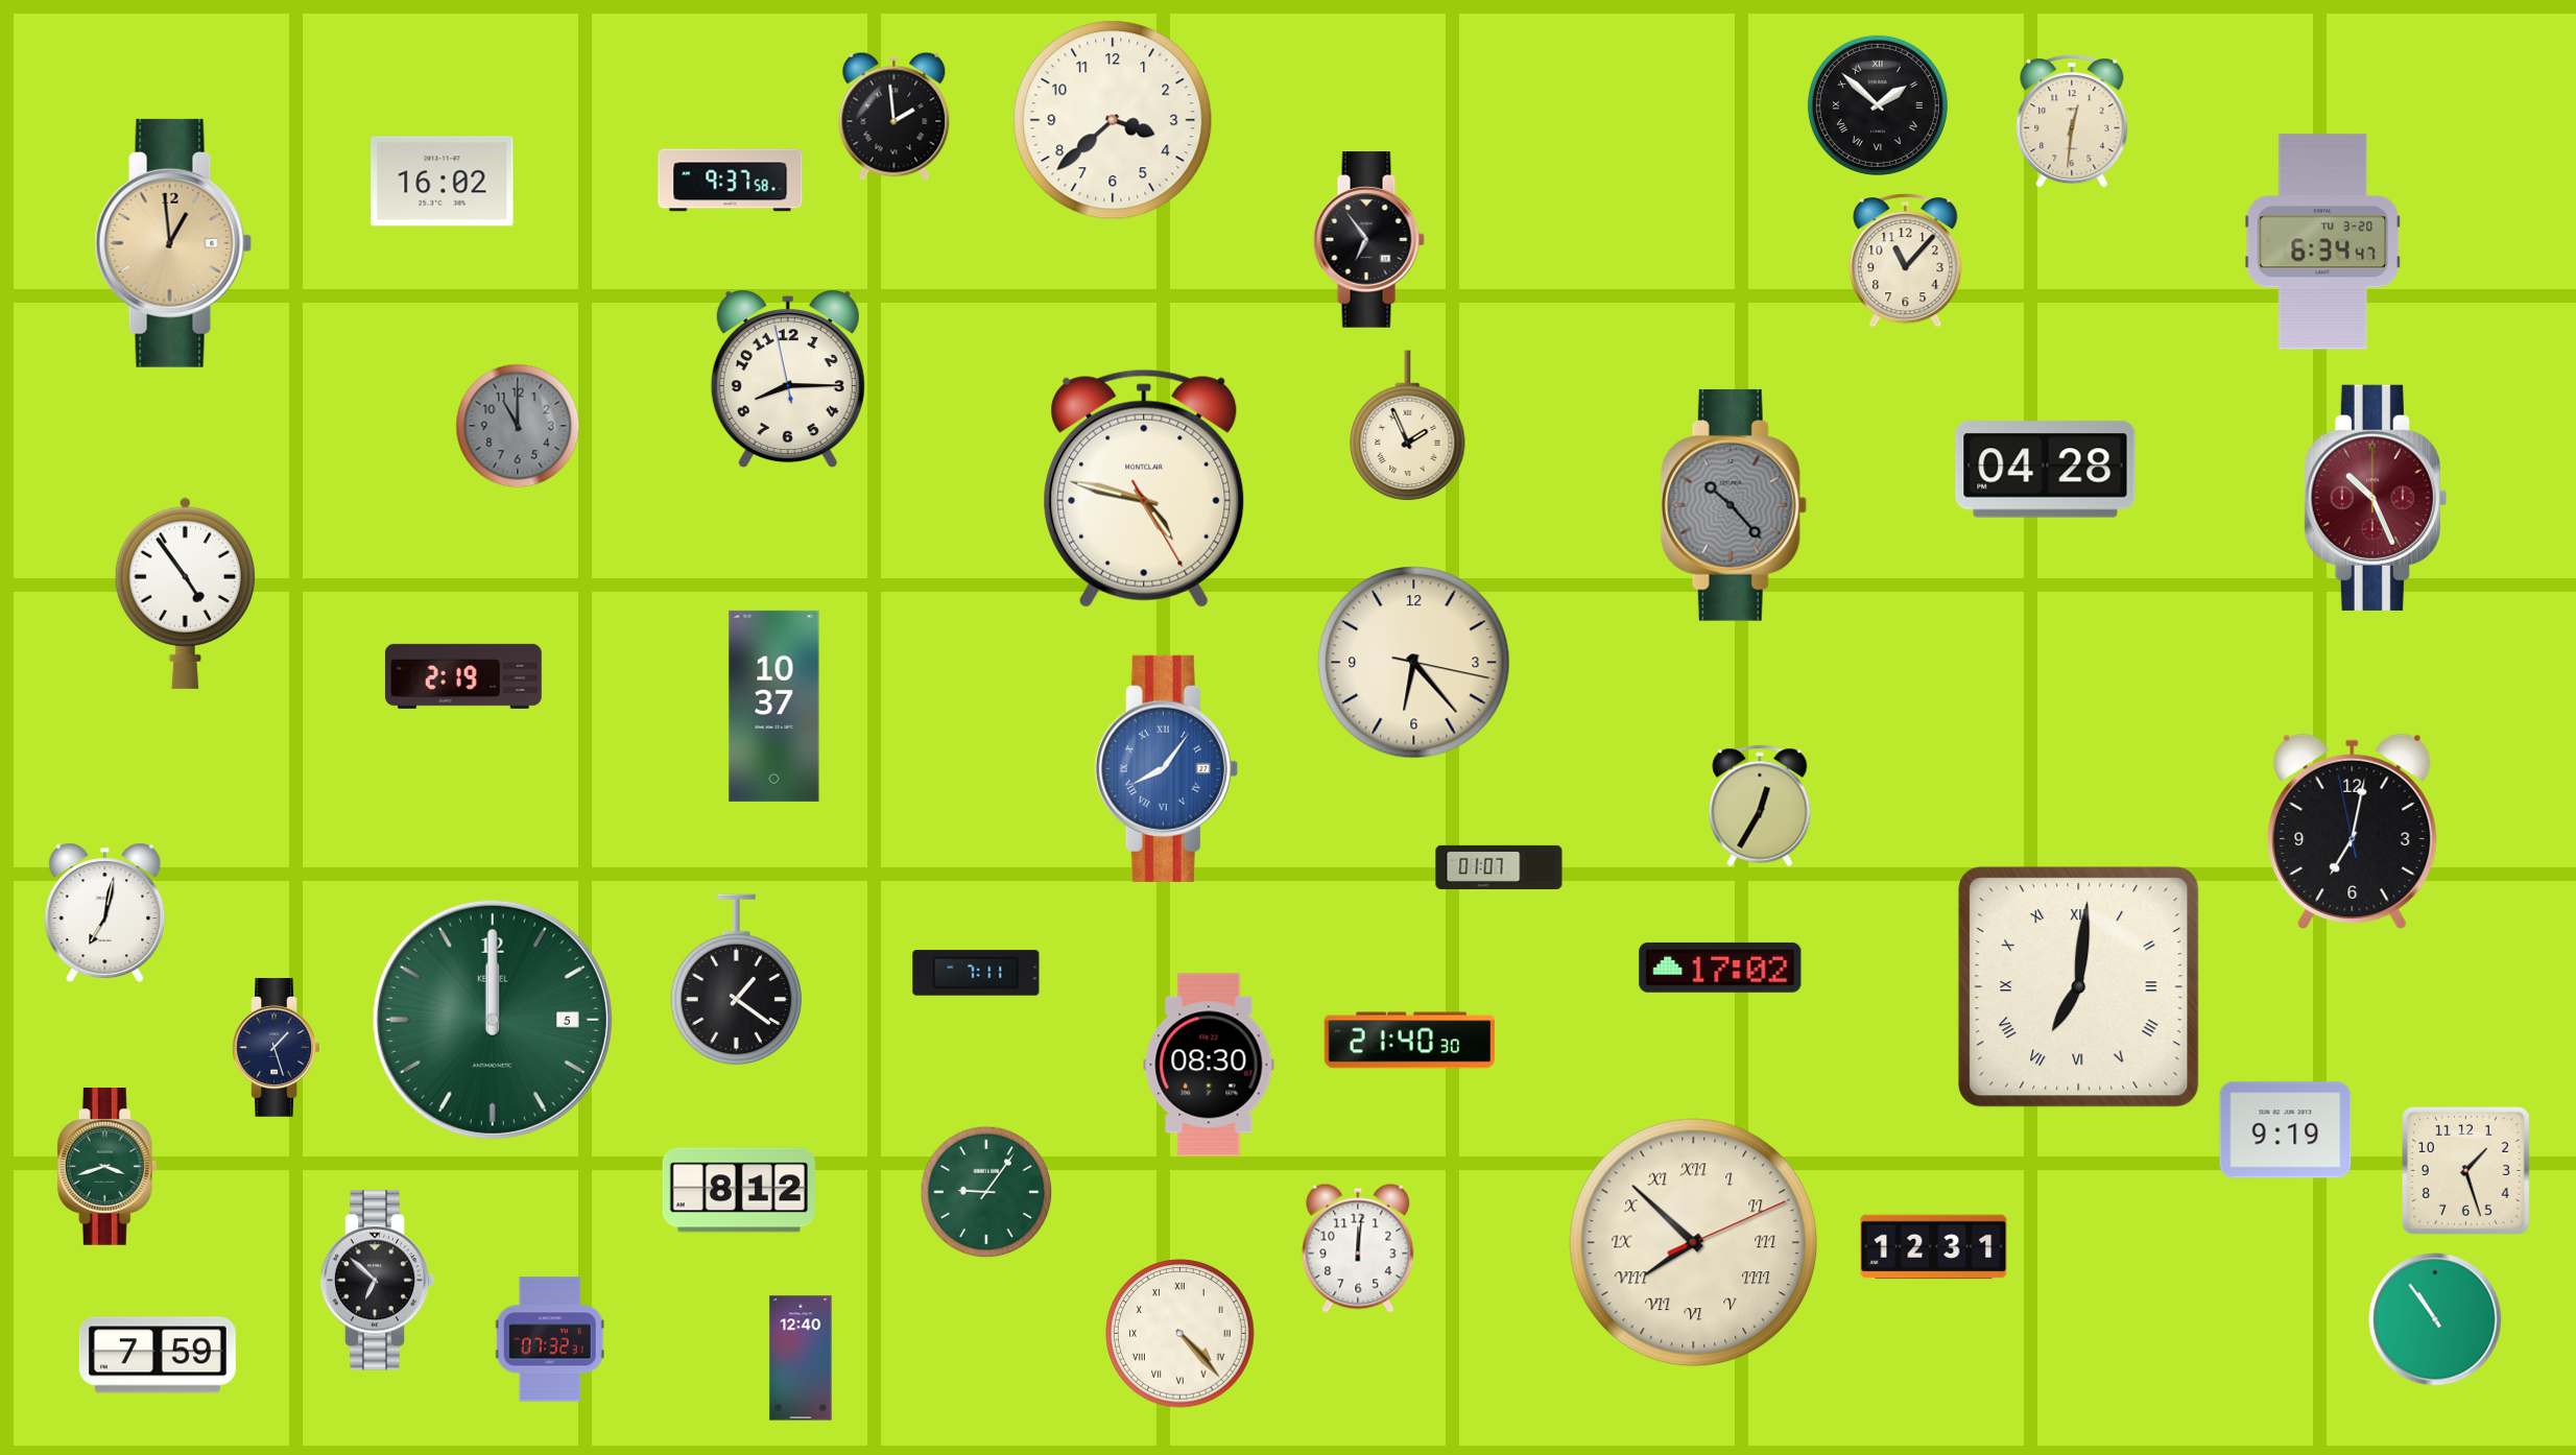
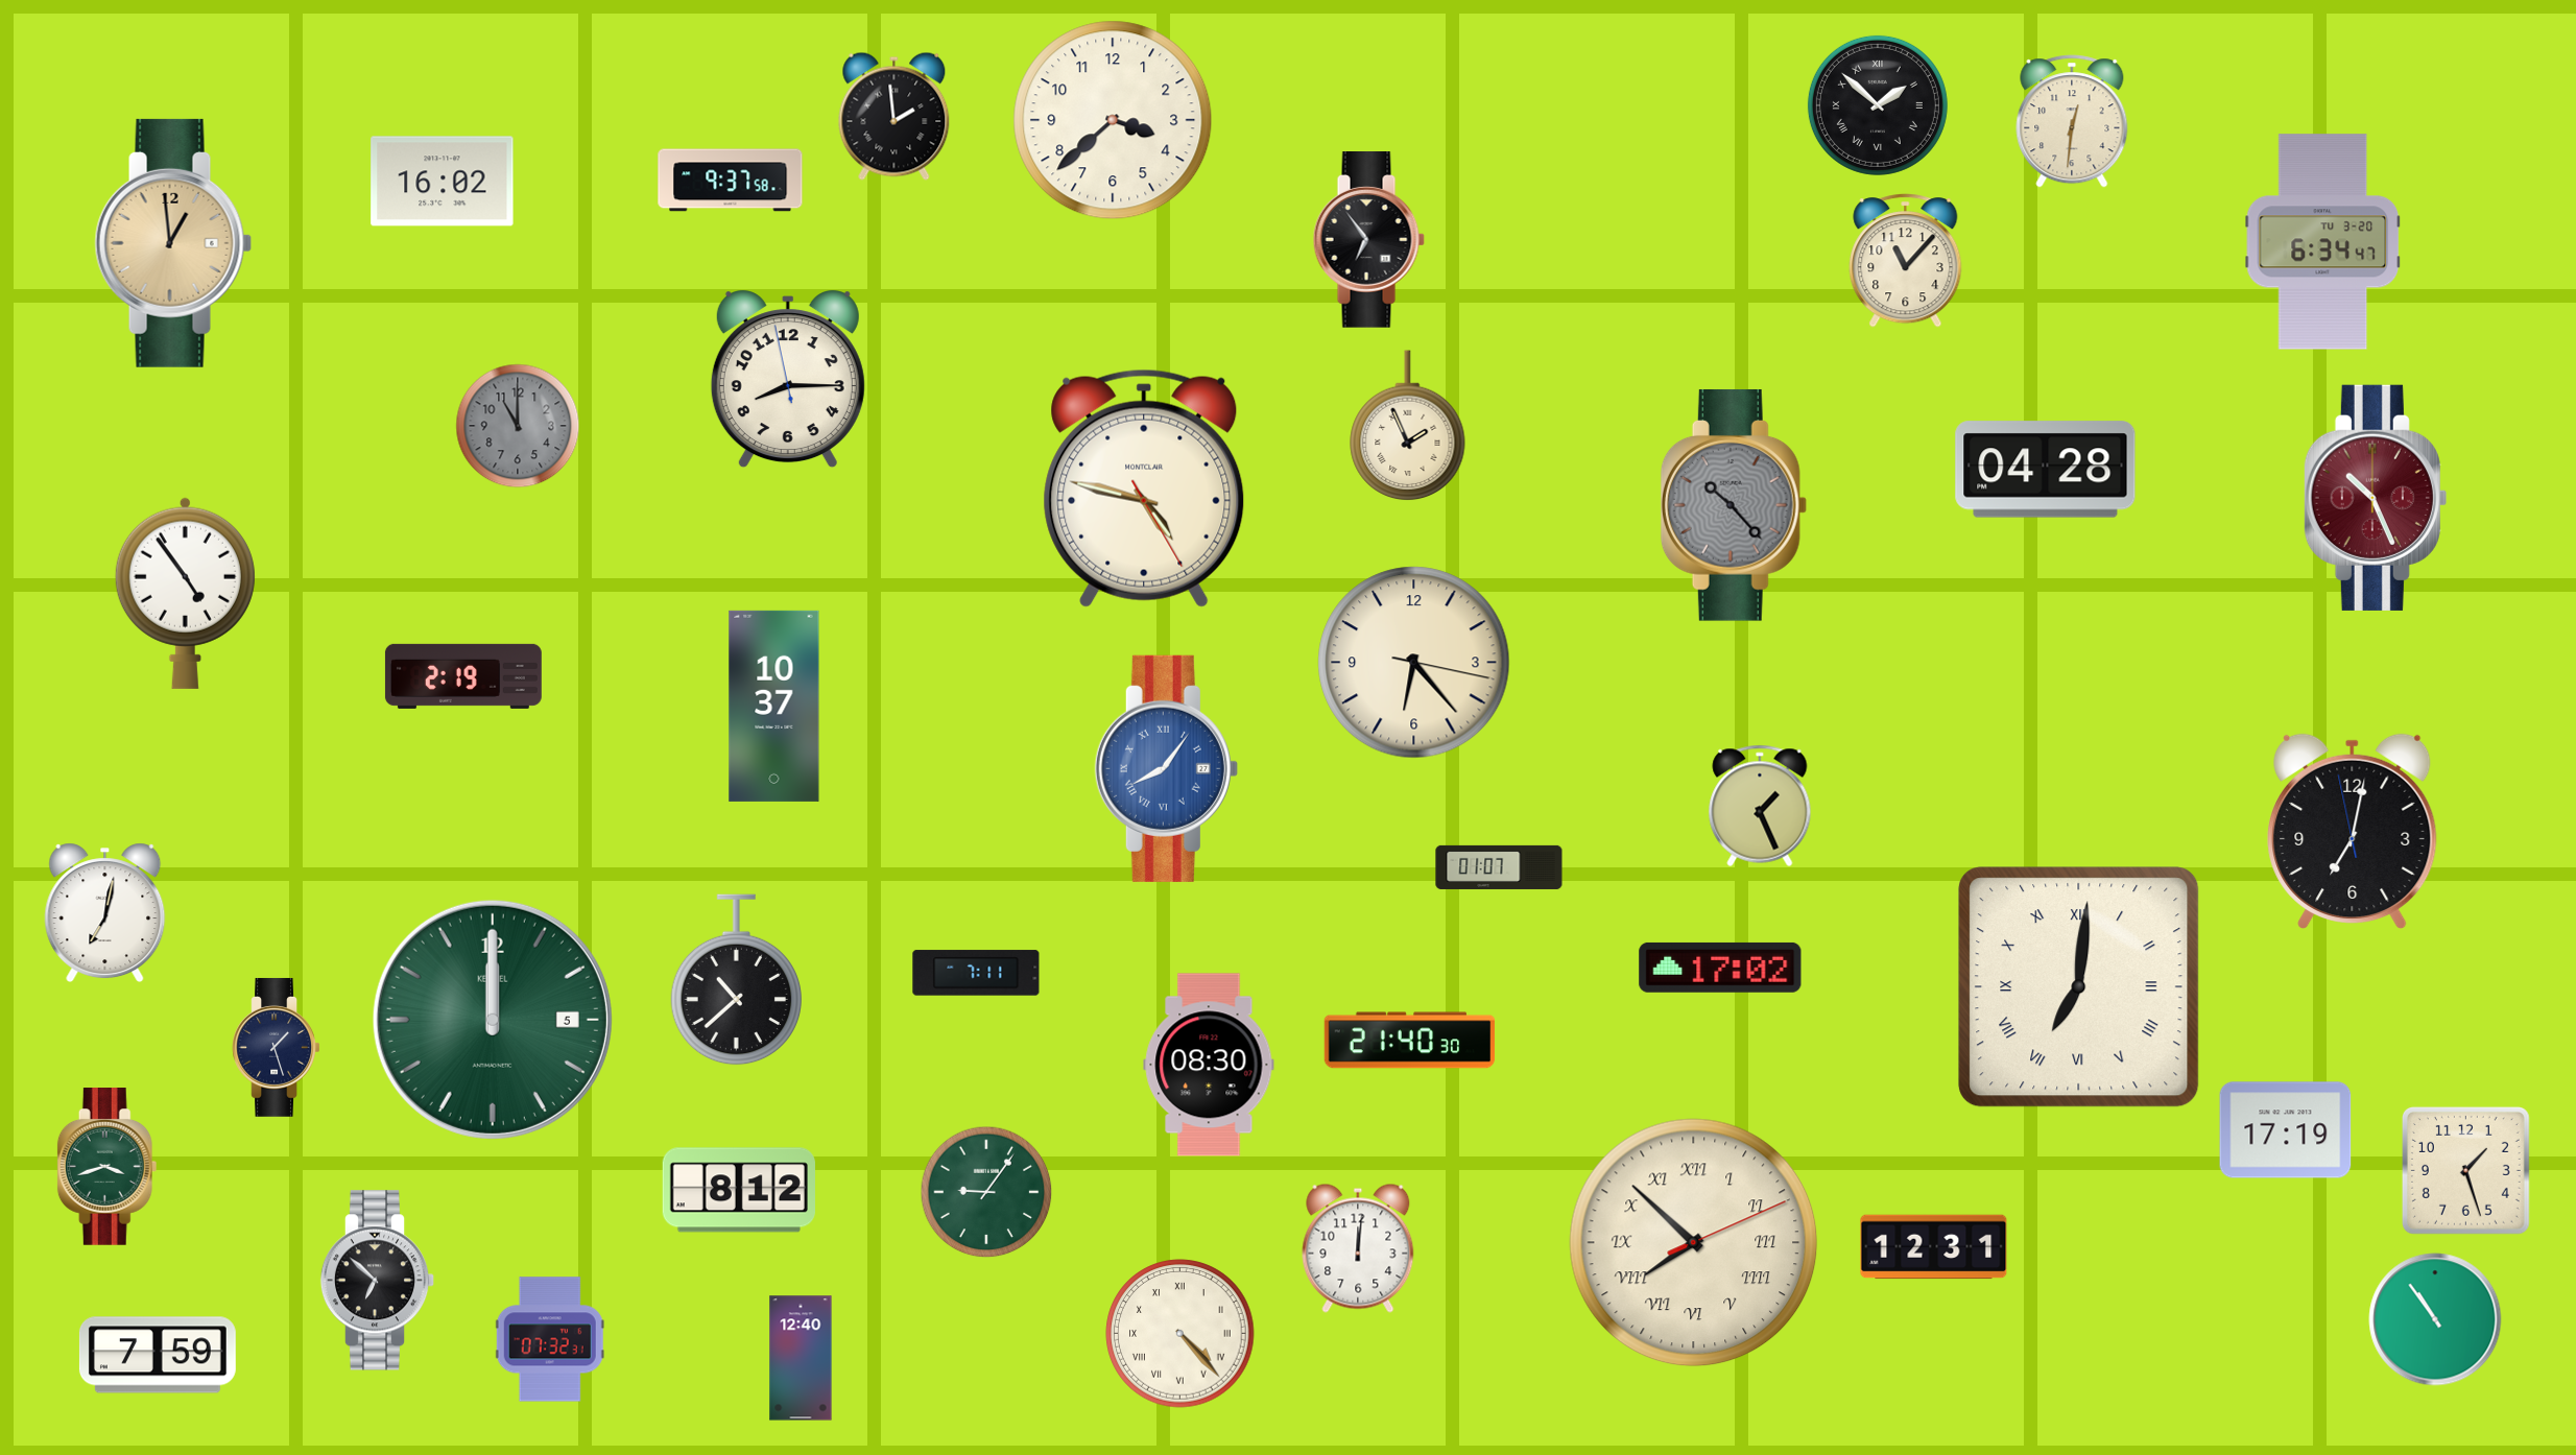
clock at (1760, 806): 12:35 -> 1:26
clock at (736, 980): 1:21 -> 10:38
clock at (2286, 1130): 9:19 -> 17:19
